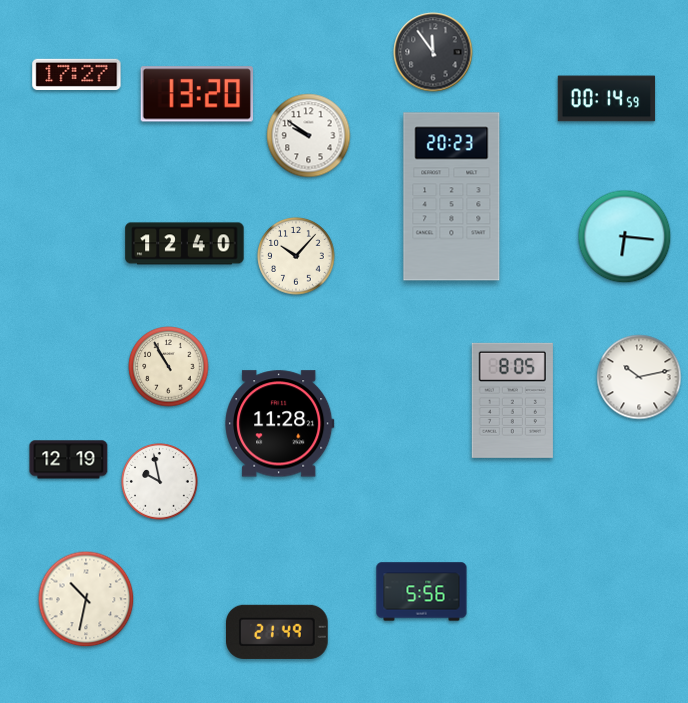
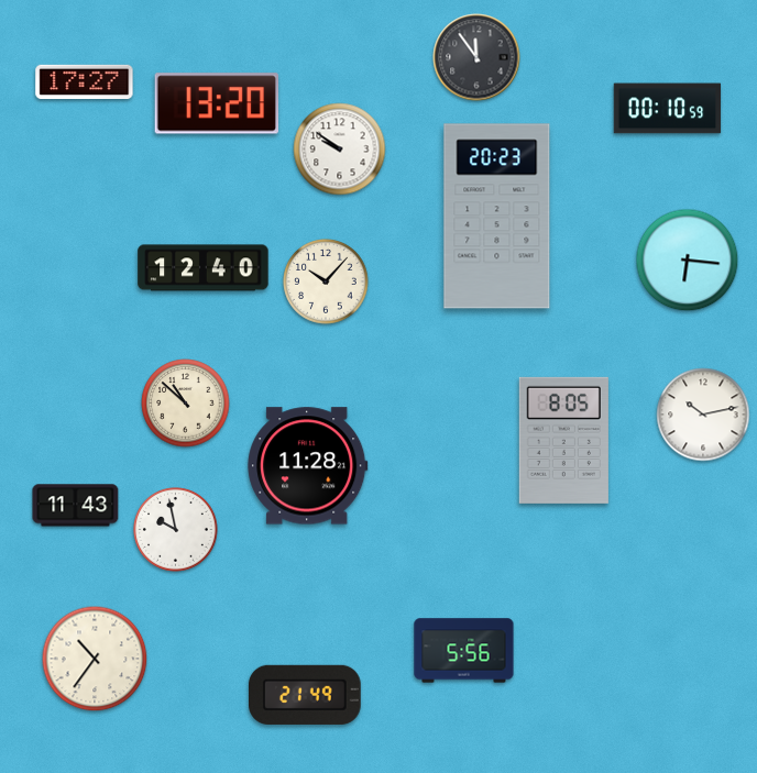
clock at (607, 99): 00:14 -> 00:10
clock at (169, 367): 10:55 -> 10:52
clock at (69, 460): 12:19 -> 11:43
clock at (86, 599): 10:32 -> 10:36
